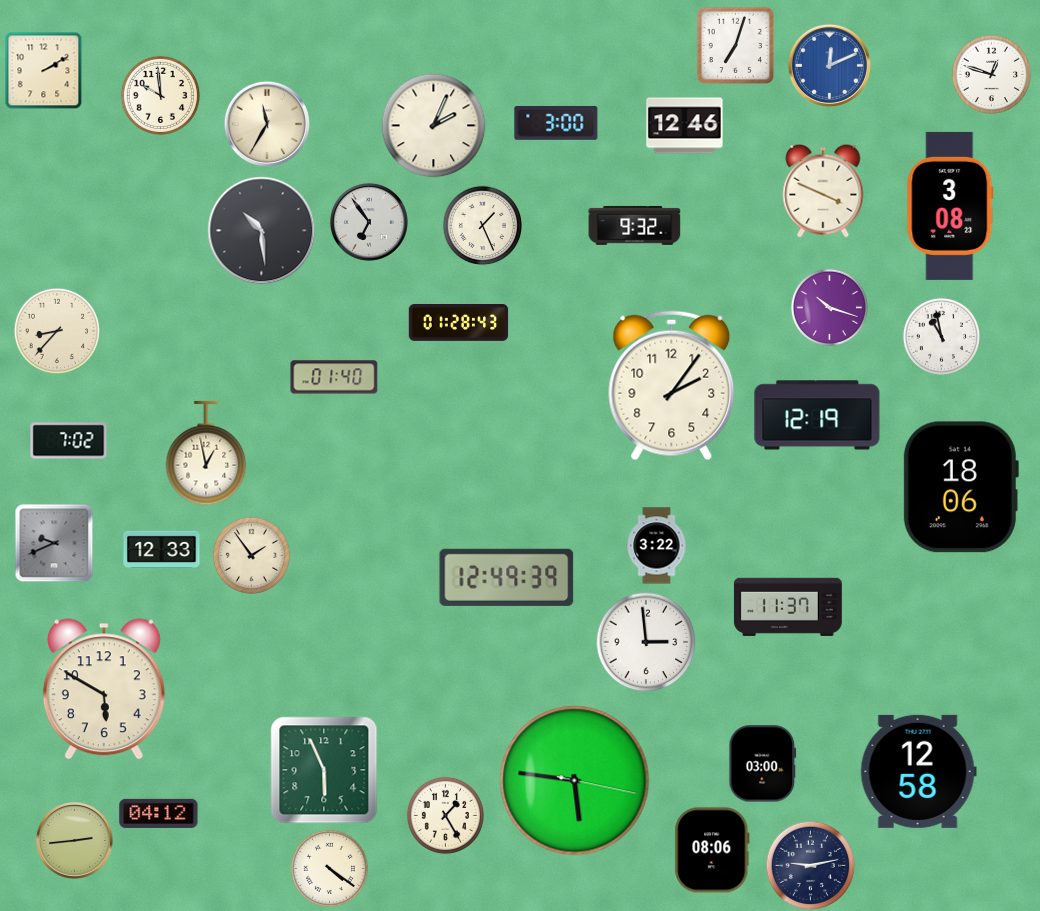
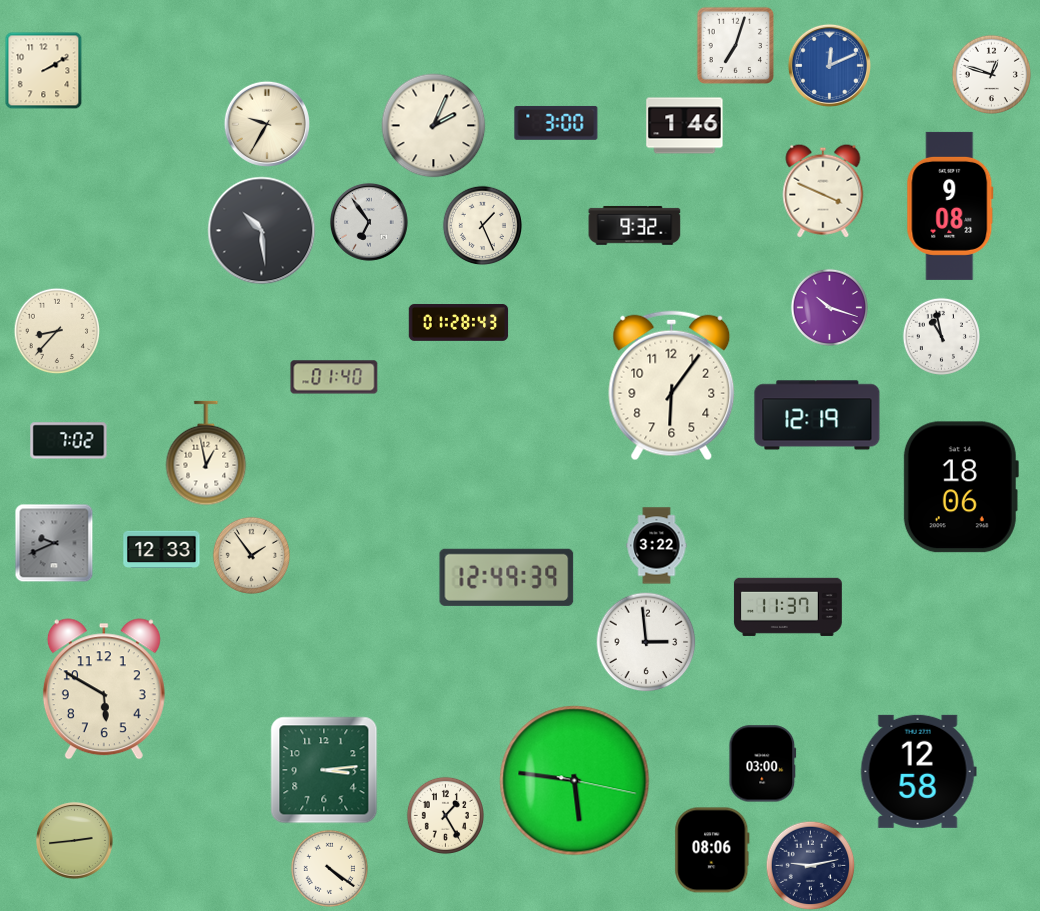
clock at (160, 95): 9:59 -> none
clock at (266, 123): 11:35 -> 9:35
clock at (685, 126): 12:46 -> 1:46
clock at (950, 206): 3:08 -> 9:08
clock at (672, 386): 2:06 -> 6:06
clock at (324, 770): 5:56 -> 3:14
clock at (159, 813): 04:12 -> none
